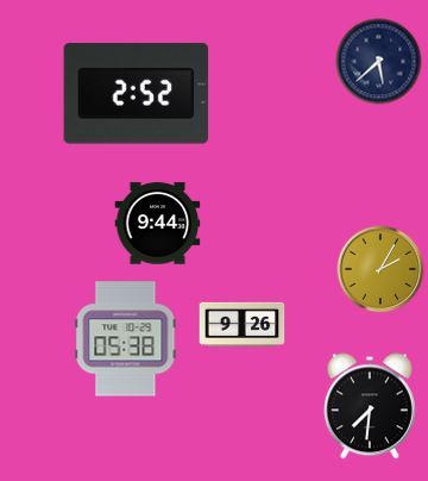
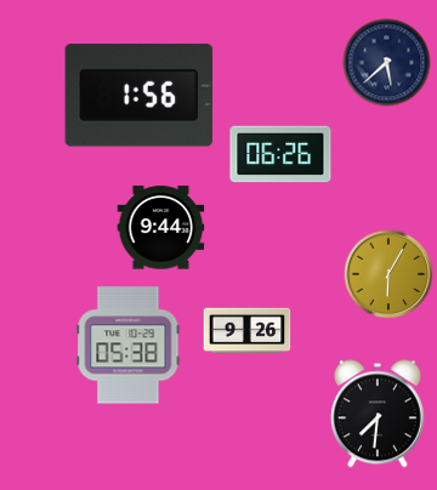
clock at (137, 94): 2:52 -> 1:56
clock at (280, 154): none -> 06:26
clock at (380, 269): 2:05 -> 6:05
